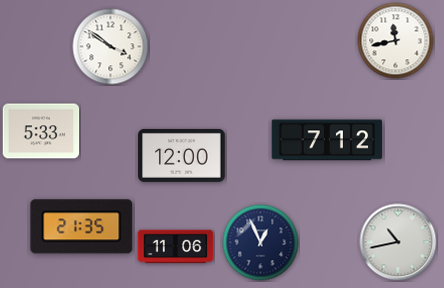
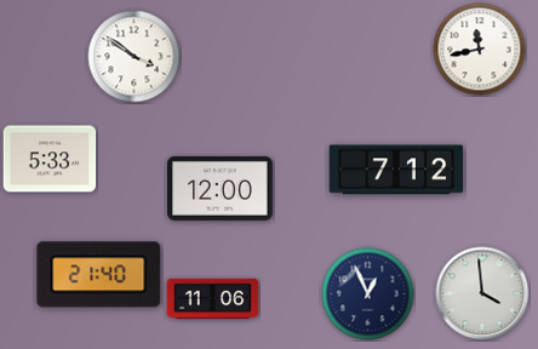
clock at (82, 227): 21:35 -> 21:40
clock at (398, 242): 10:43 -> 3:59
clock at (261, 243) position: (261, 243) -> (368, 294)
